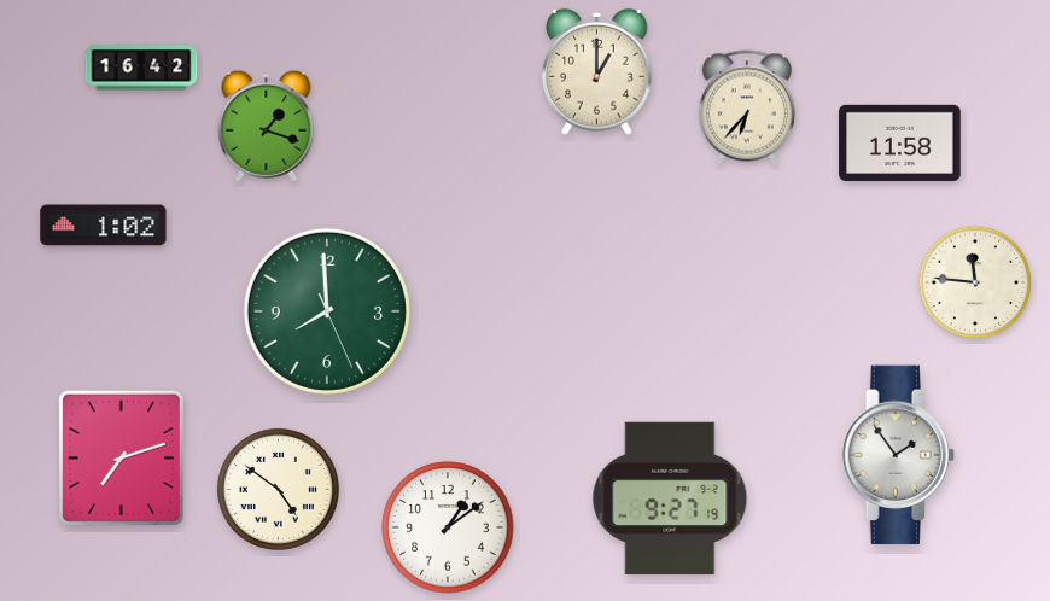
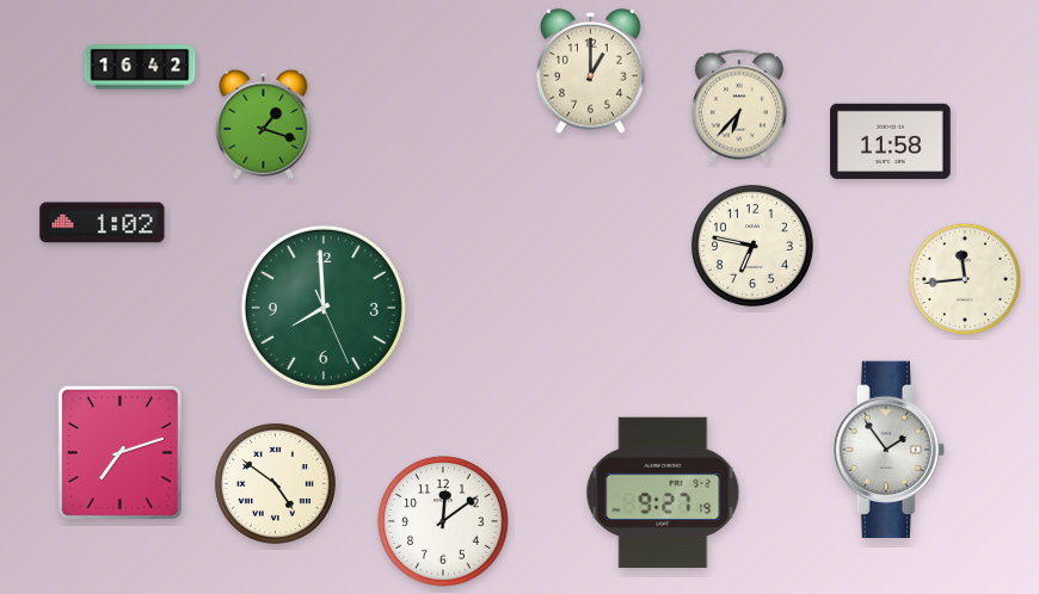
clock at (752, 246): none -> 6:47
clock at (975, 282): 11:46 -> 11:44
clock at (448, 527): 1:09 -> 12:09
